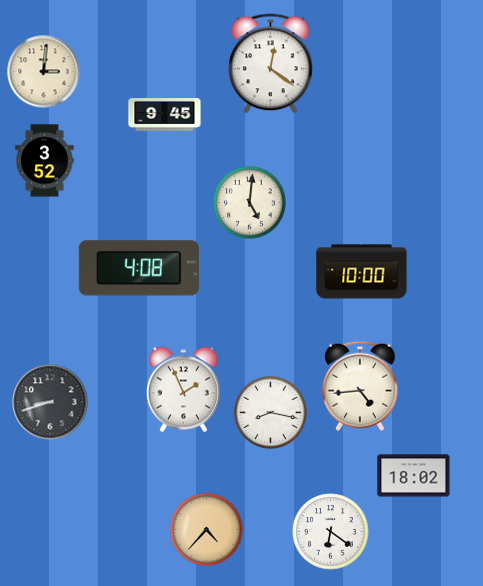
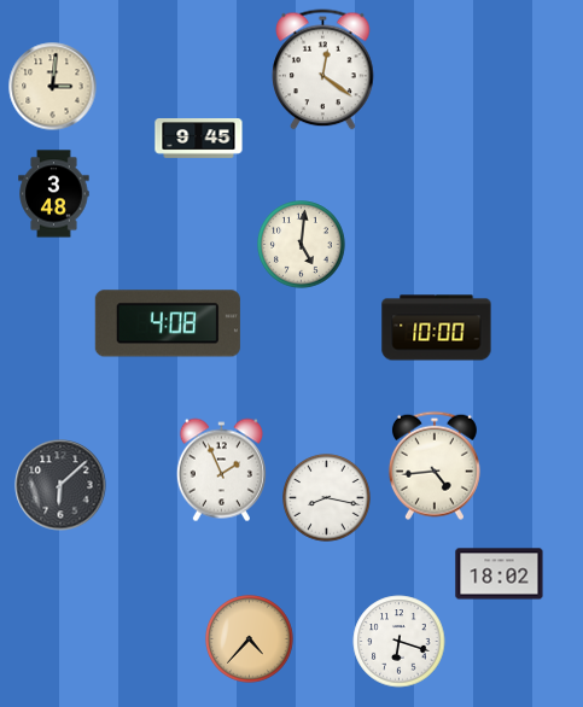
clock at (271, 64) position: (271, 64) -> (323, 70)
clock at (45, 161): 3:52 -> 3:48
clock at (50, 402): 8:42 -> 6:08
clock at (331, 532): 6:21 -> 6:18
